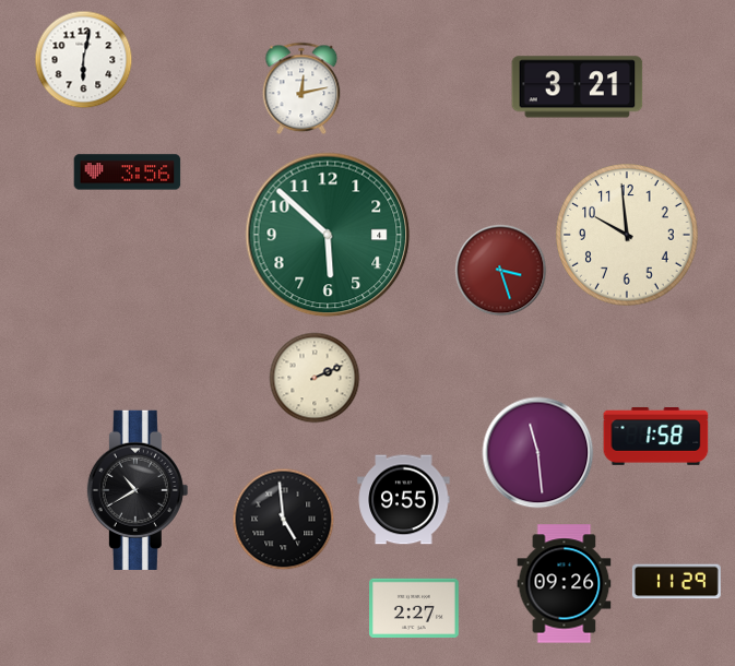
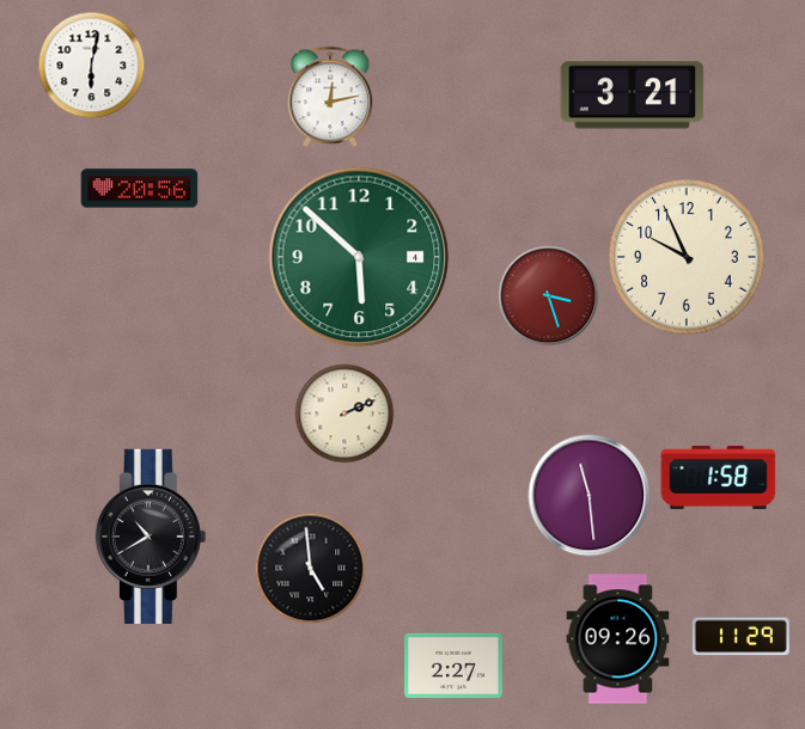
clock at (128, 173): 3:56 -> 20:56
clock at (627, 235): 9:59 -> 9:56
clock at (404, 500): 9:55 -> none
